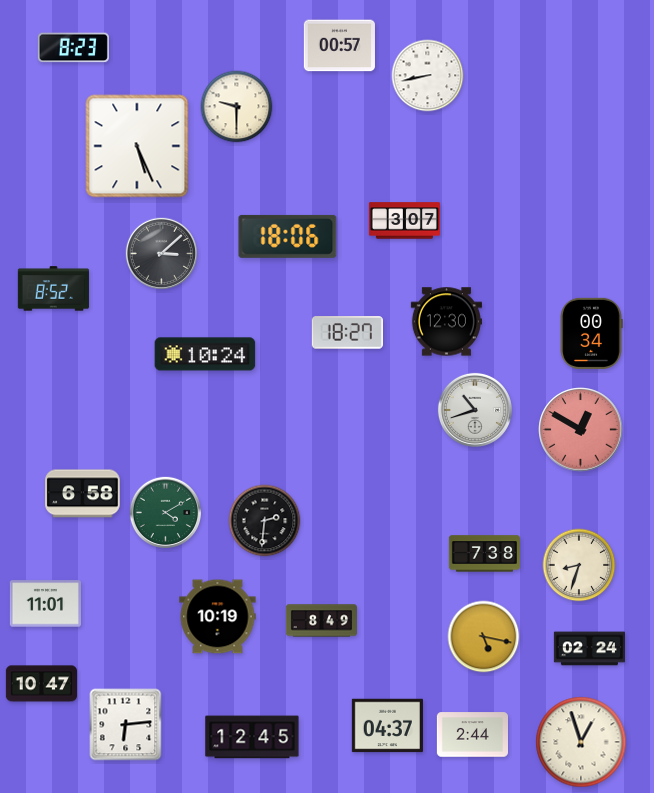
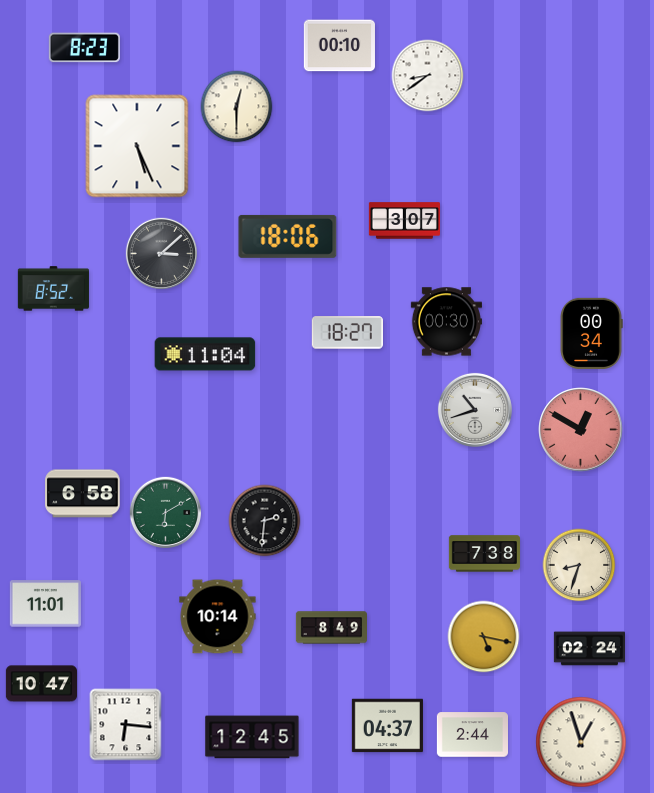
clock at (339, 46): 00:57 -> 00:10
clock at (73, 48) position: (73, 48) -> (84, 48)
clock at (428, 76): 8:43 -> 8:39
clock at (237, 107): 9:30 -> 12:30
clock at (446, 322): 12:30 -> 00:30
clock at (205, 354): 10:24 -> 11:04
clock at (165, 512): 4:10 -> 6:10
clock at (218, 617): 10:19 -> 10:14
clock at (321, 621) position: (321, 621) -> (331, 628)
clock at (126, 725): 6:14 -> 6:16
